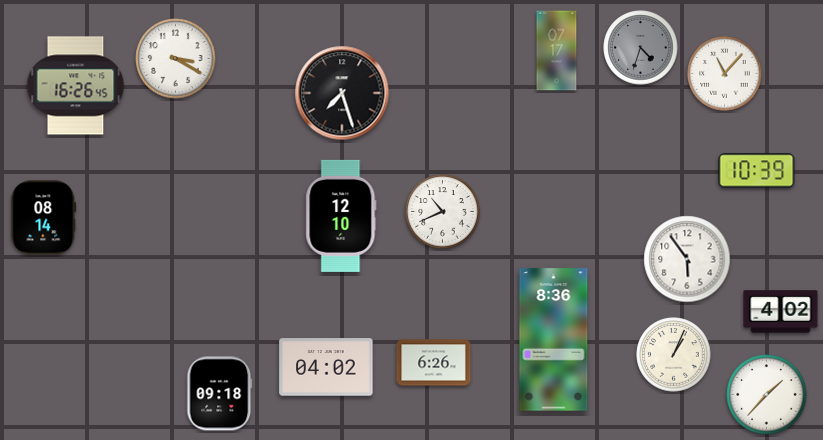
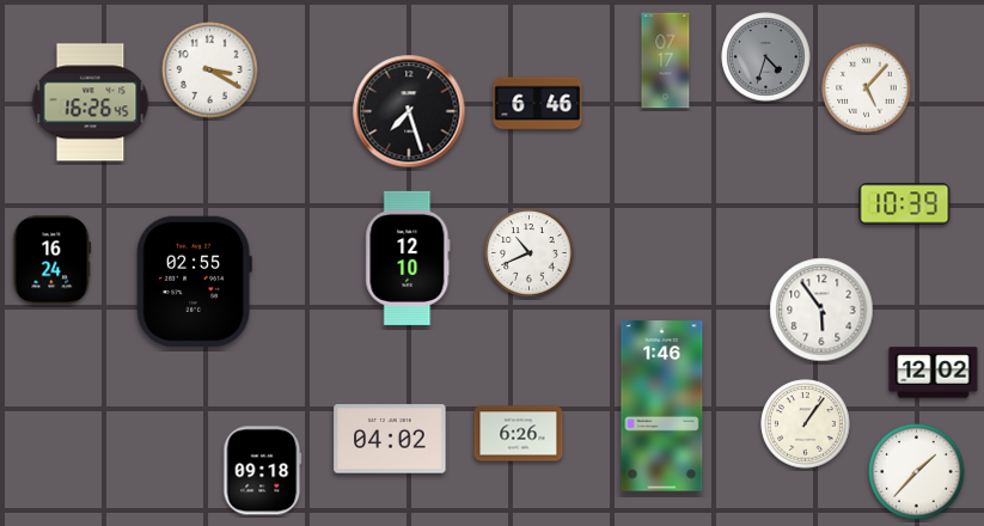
clock at (725, 74): 11:07 -> 5:07
clock at (538, 104): none -> 6:46
clock at (44, 218): 08:14 -> 16:24
clock at (194, 281): none -> 02:55
clock at (781, 312): 4:02 -> 12:02
clock at (554, 340): 8:36 -> 1:46
clock at (674, 355): 1:04 -> 1:06
